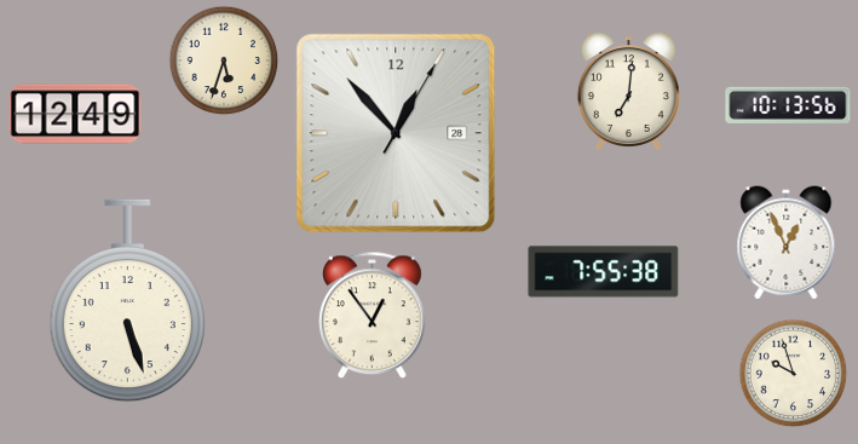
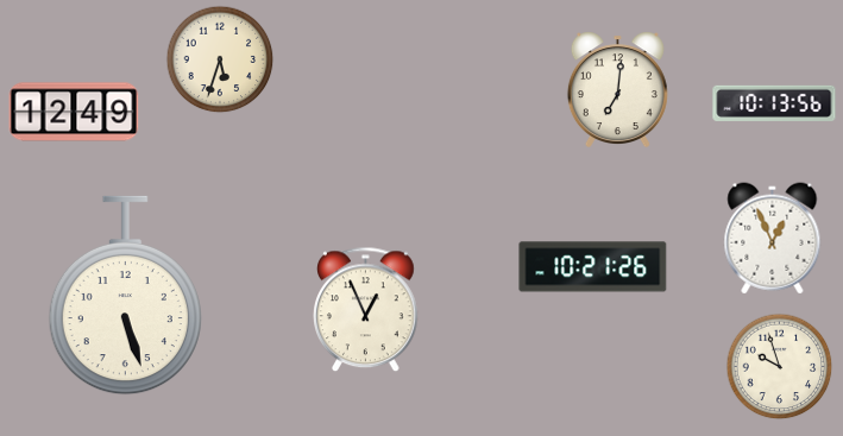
clock at (396, 133): 12:53 -> none
clock at (604, 272): 7:55 -> 10:21
clock at (373, 316): 12:54 -> 12:56
